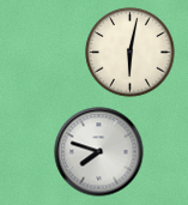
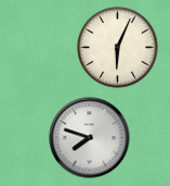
clock at (131, 53): 6:02 -> 6:04
